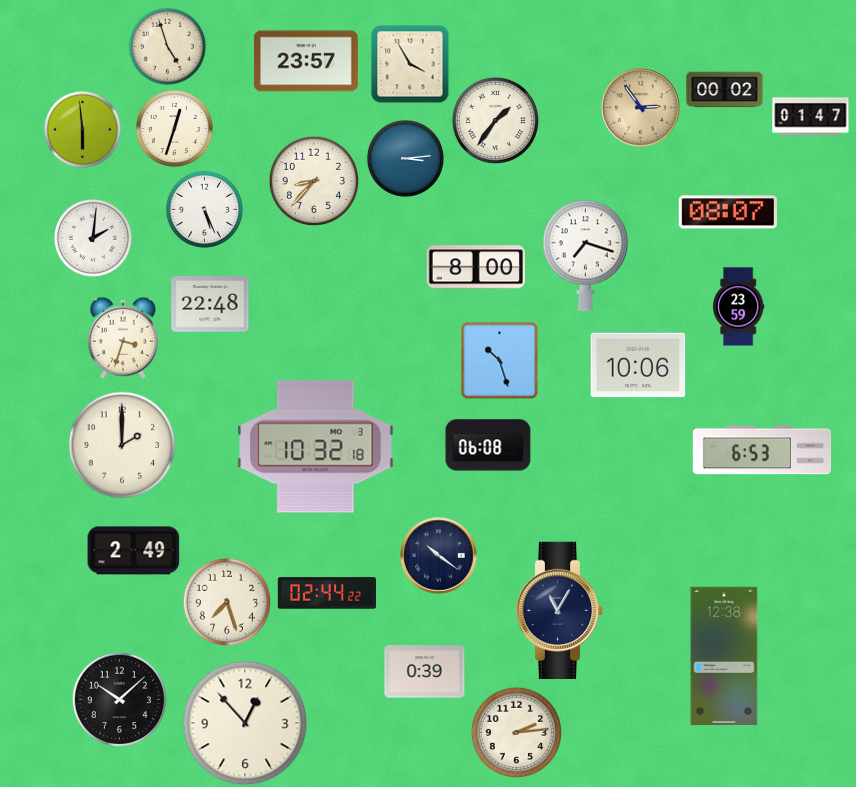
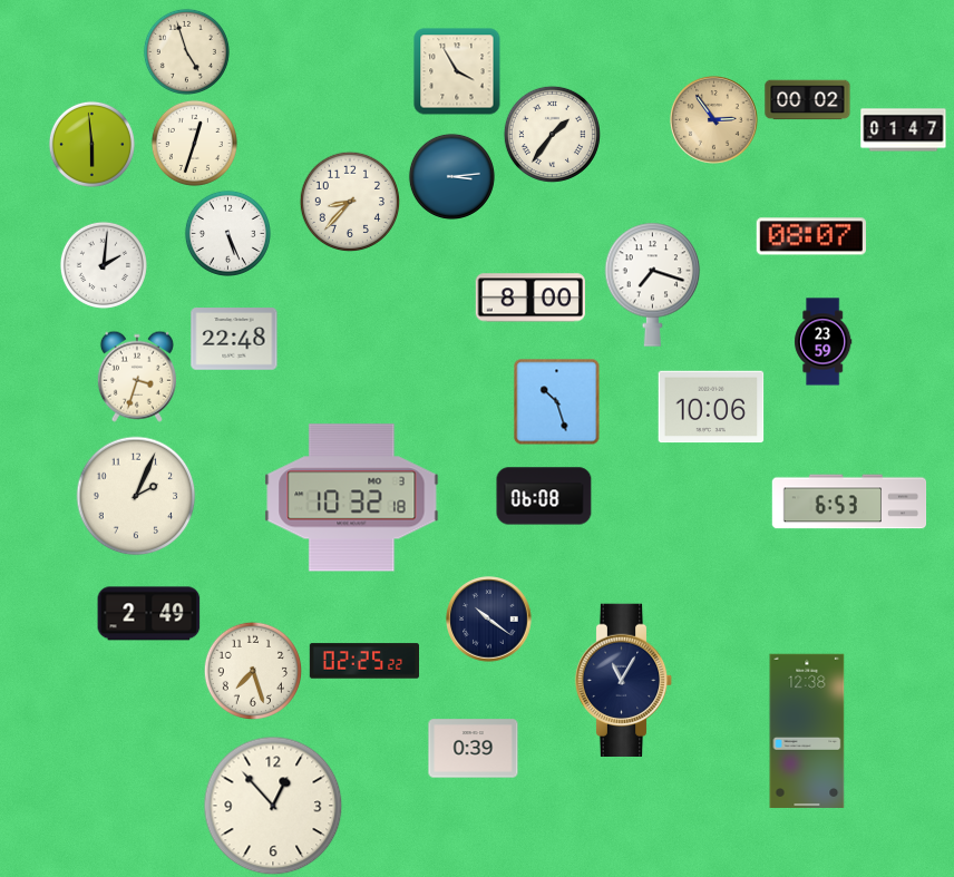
clock at (306, 61): 23:57 -> none
clock at (122, 445): 2:00 -> 2:04
clock at (326, 593): 02:44 -> 02:25
clock at (119, 699): 10:08 -> none
clock at (516, 732): 2:14 -> none
